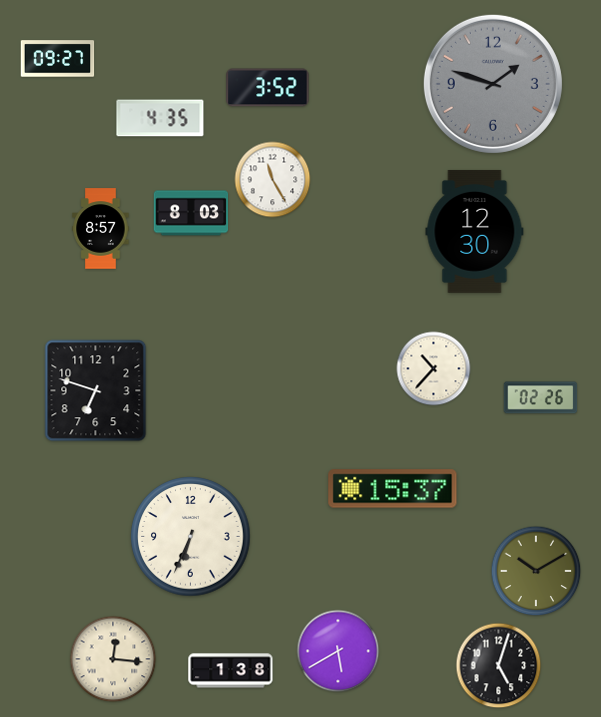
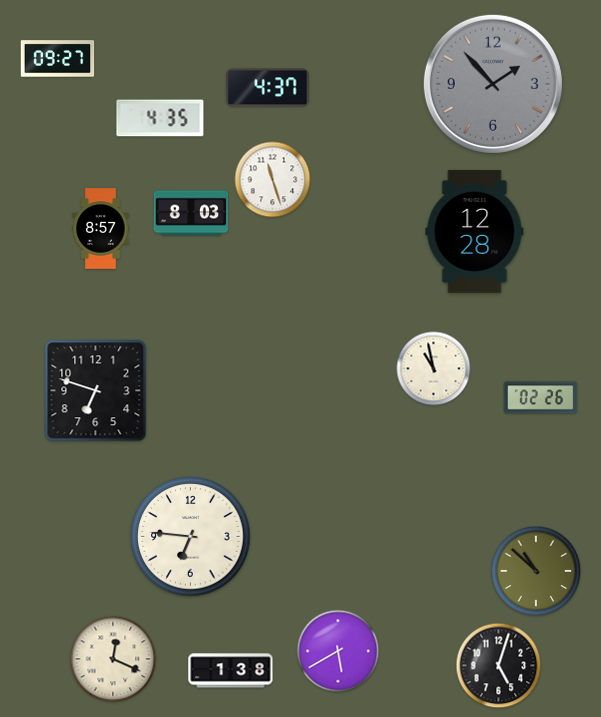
clock at (493, 84): 1:48 -> 1:53
clock at (268, 88): 3:52 -> 4:37
clock at (273, 180): 11:25 -> 11:27
clock at (475, 231): 12:30 -> 12:28
clock at (434, 369): 10:37 -> 10:58
clock at (393, 489): 15:37 -> none
clock at (191, 537): 6:34 -> 6:46
clock at (536, 571): 10:10 -> 10:52
clock at (113, 659): 12:16 -> 12:19
